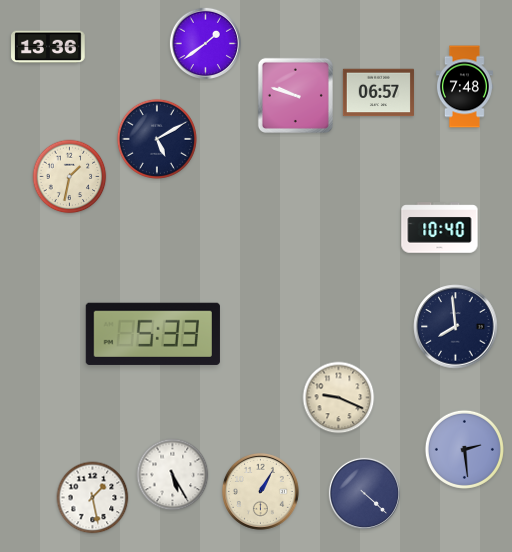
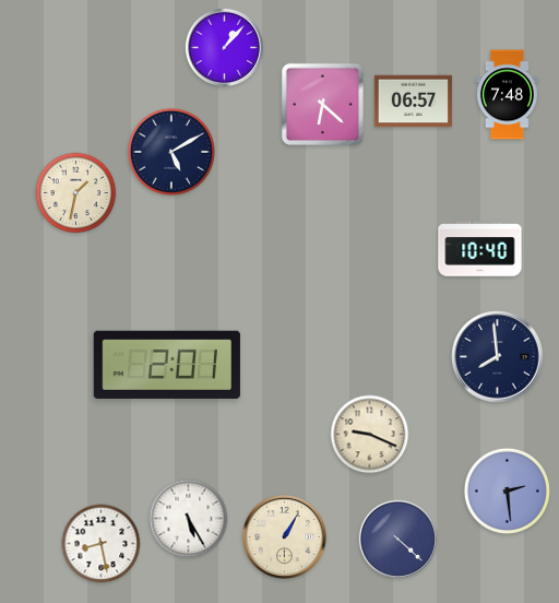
clock at (205, 43): 1:39 -> 1:07
clock at (48, 47): 13:36 -> none
clock at (295, 95): 9:48 -> 6:22
clock at (153, 334): 5:33 -> 2:01
clock at (93, 498): 1:28 -> 8:28
